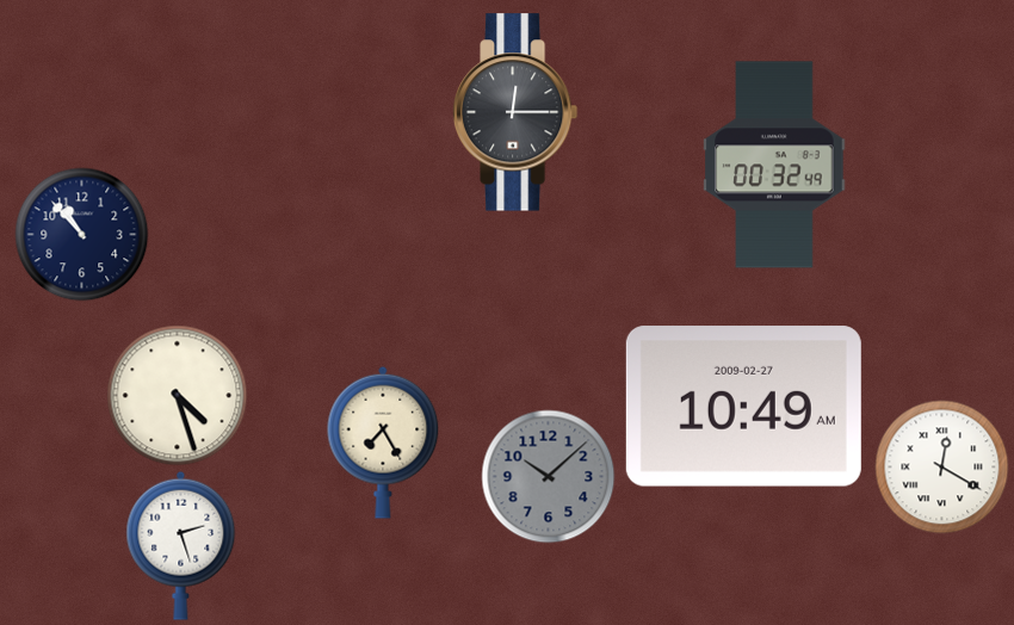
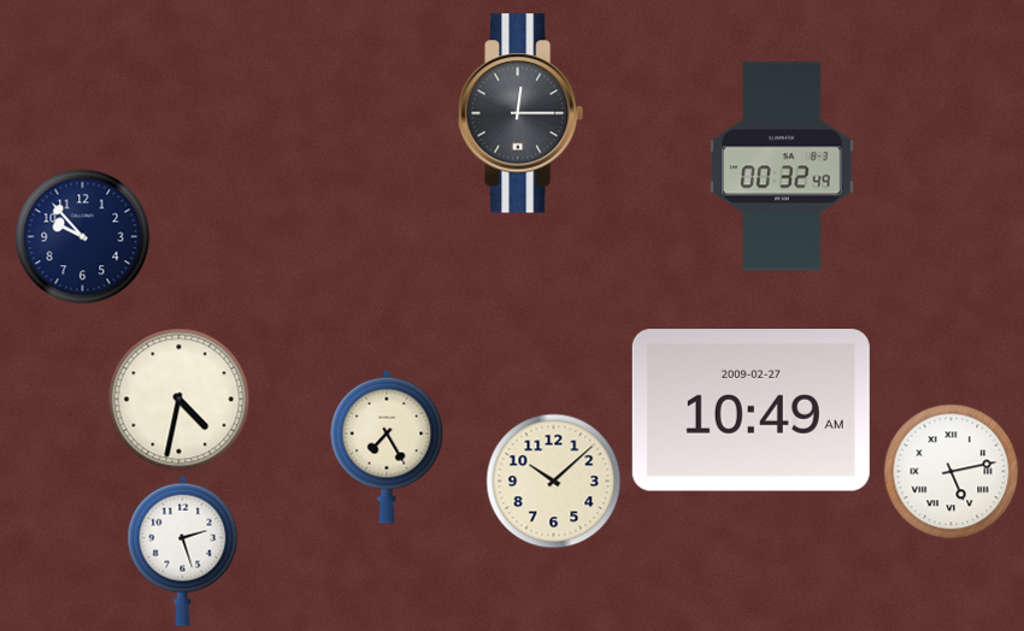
clock at (82, 235): 10:53 -> 9:53
clock at (178, 396): 4:27 -> 4:32
clock at (942, 468): 12:20 -> 5:13
clock at (549, 477) dial: grey -> cream
